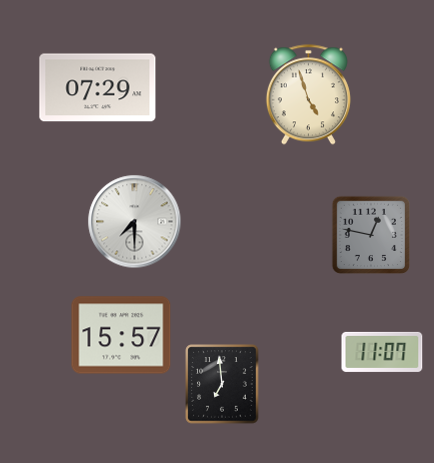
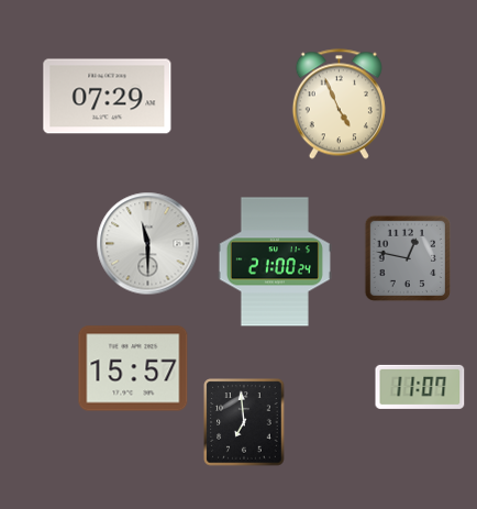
clock at (308, 95): 4:57 -> 4:56
clock at (135, 222): 7:30 -> 11:30
clock at (275, 262): none -> 21:00
